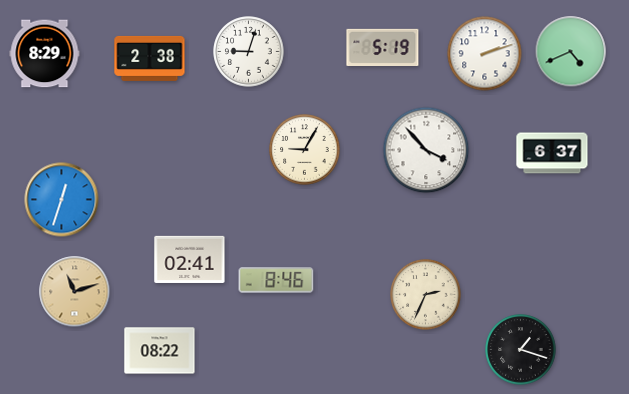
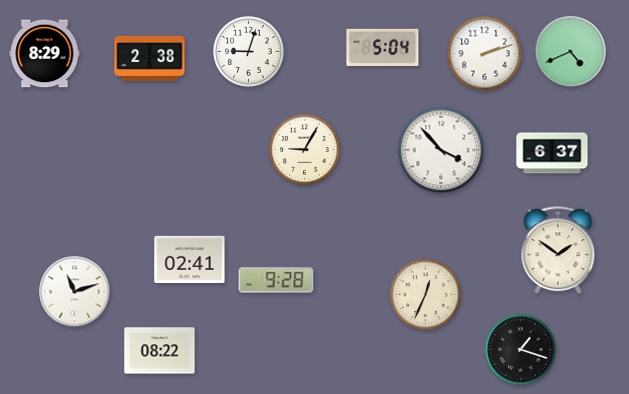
clock at (383, 47): 5:19 -> 5:04
clock at (426, 150) position: (426, 150) -> (441, 150)
clock at (62, 200): 12:33 -> none
clock at (558, 251): none -> 1:51
clock at (276, 280): 8:46 -> 9:28
clock at (75, 292) dial: champagne -> white
clock at (426, 295): 2:34 -> 12:34
